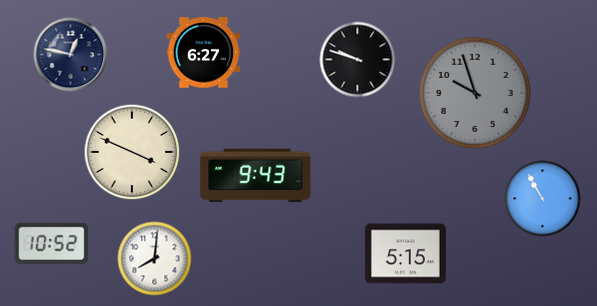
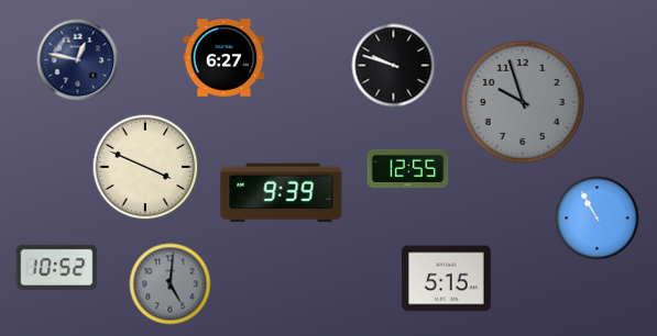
clock at (408, 168): none -> 12:55
clock at (256, 176): 9:43 -> 9:39
clock at (155, 259): 8:01 -> 5:01
clock at (155, 259) dial: white -> grey
